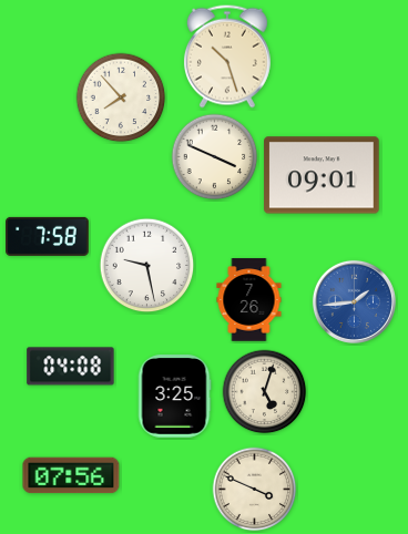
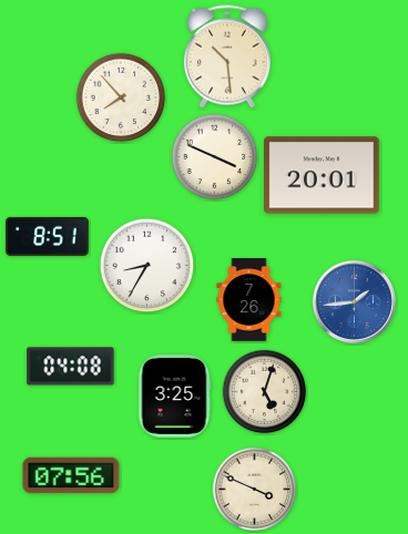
clock at (227, 57): 10:27 -> 10:29
clock at (322, 175): 09:01 -> 20:01
clock at (48, 236): 7:58 -> 8:51
clock at (147, 266): 9:28 -> 8:35
